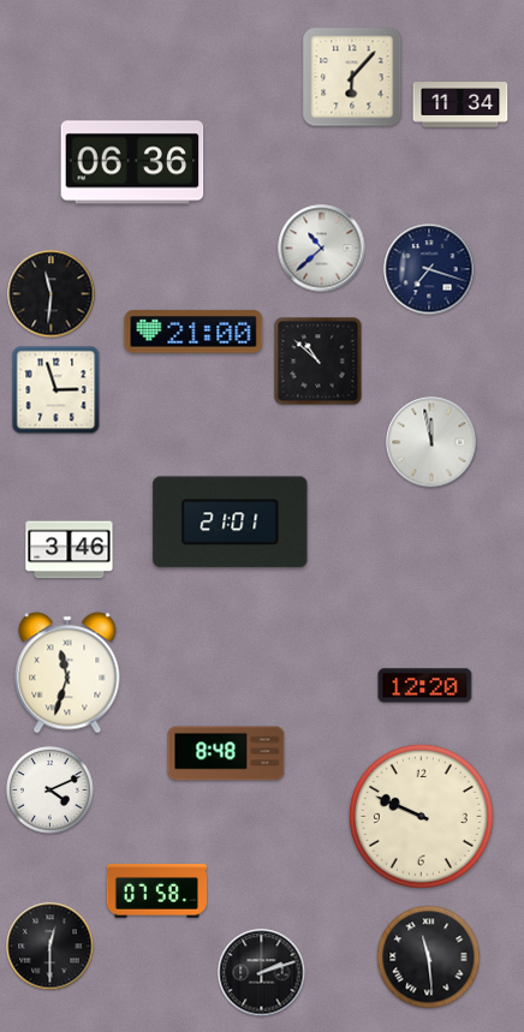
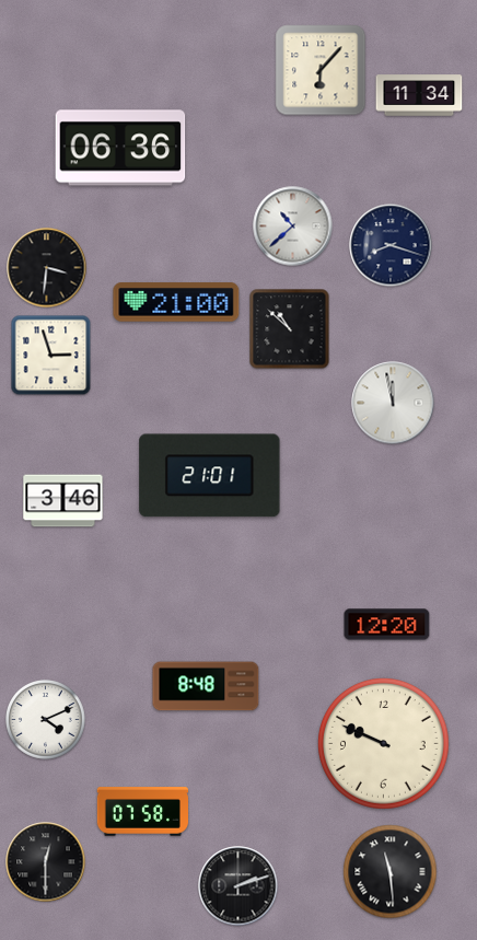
clock at (429, 269): 7:18 -> 8:18
clock at (52, 294): 11:31 -> 3:31
clock at (67, 673): 11:33 -> none
